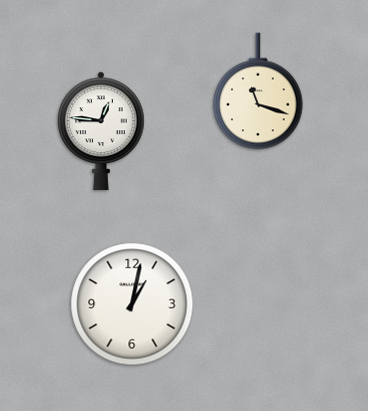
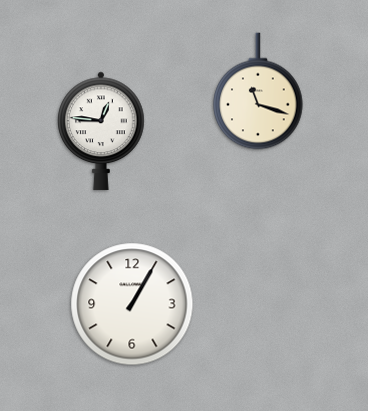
clock at (132, 304): 1:02 -> 1:05
